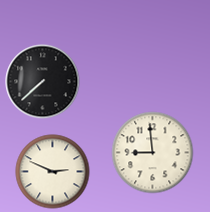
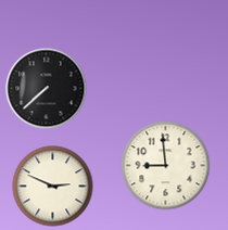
clock at (53, 172) position: (53, 172) -> (53, 187)
